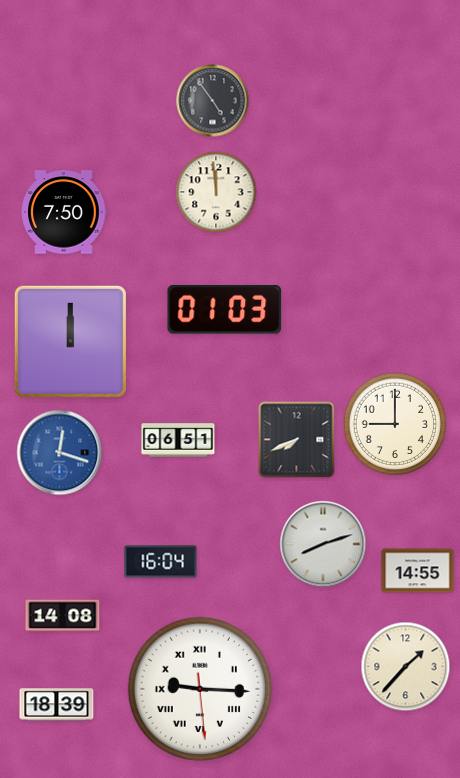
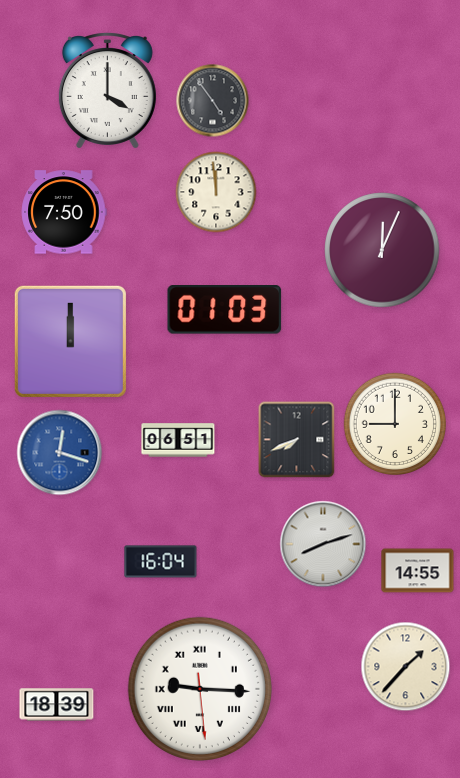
clock at (107, 91): none -> 4:00
clock at (382, 250): none -> 12:04
clock at (63, 616): 14:08 -> none
